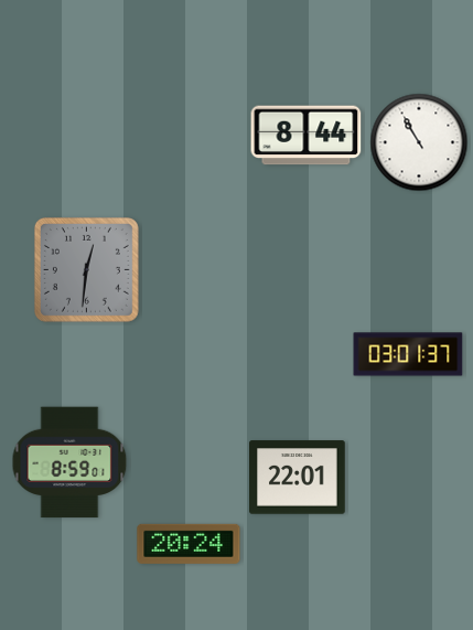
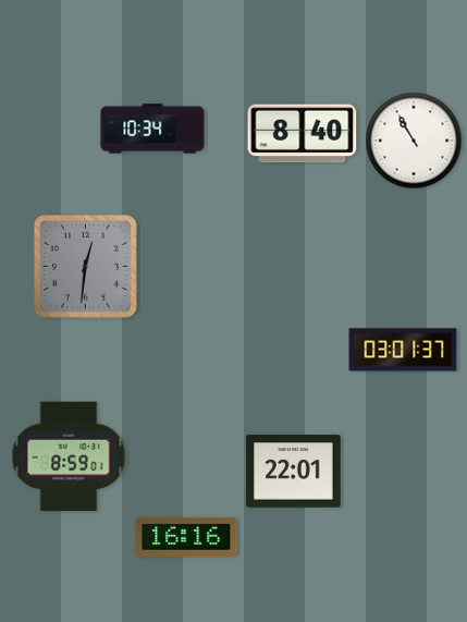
clock at (152, 129): none -> 10:34
clock at (307, 136): 8:44 -> 8:40
clock at (189, 544): 20:24 -> 16:16
